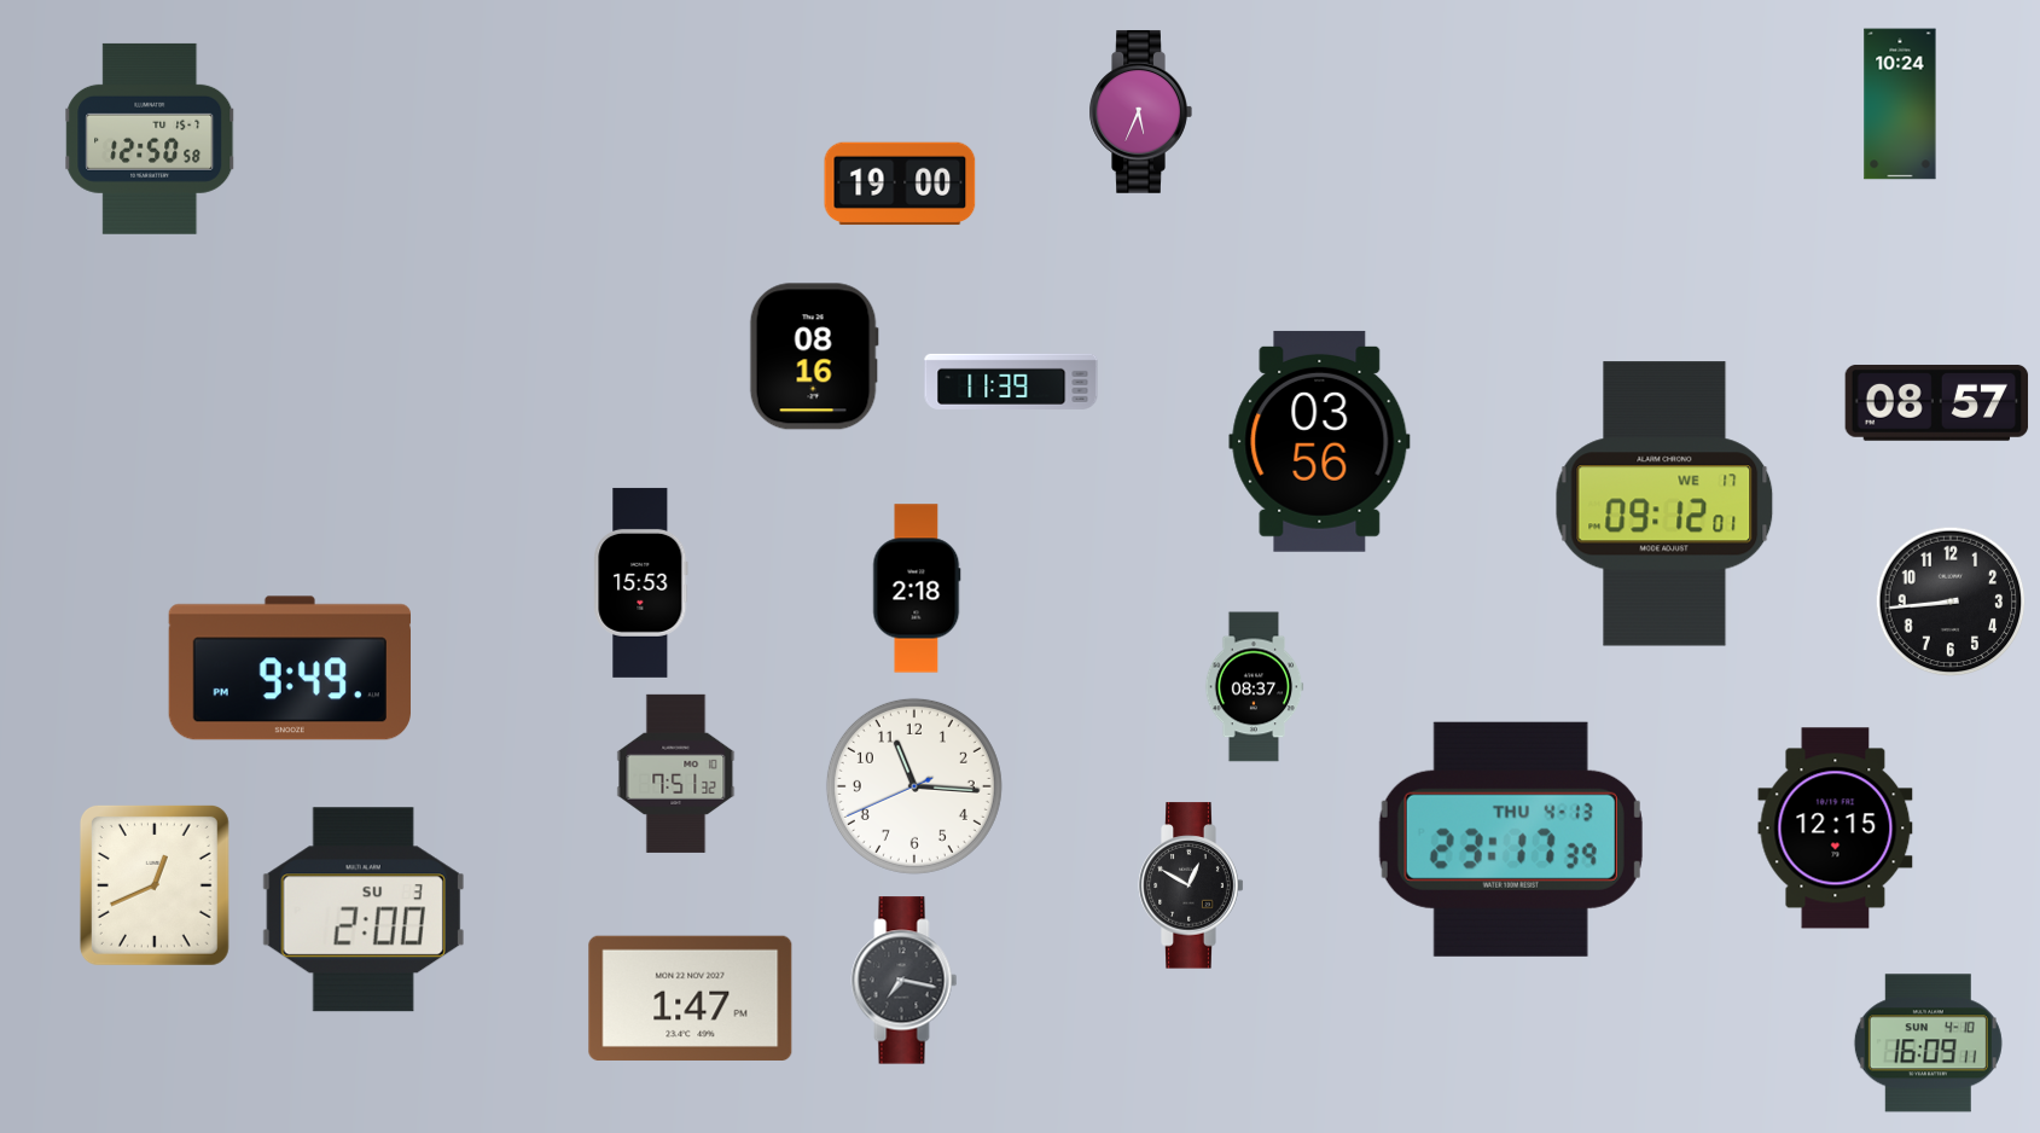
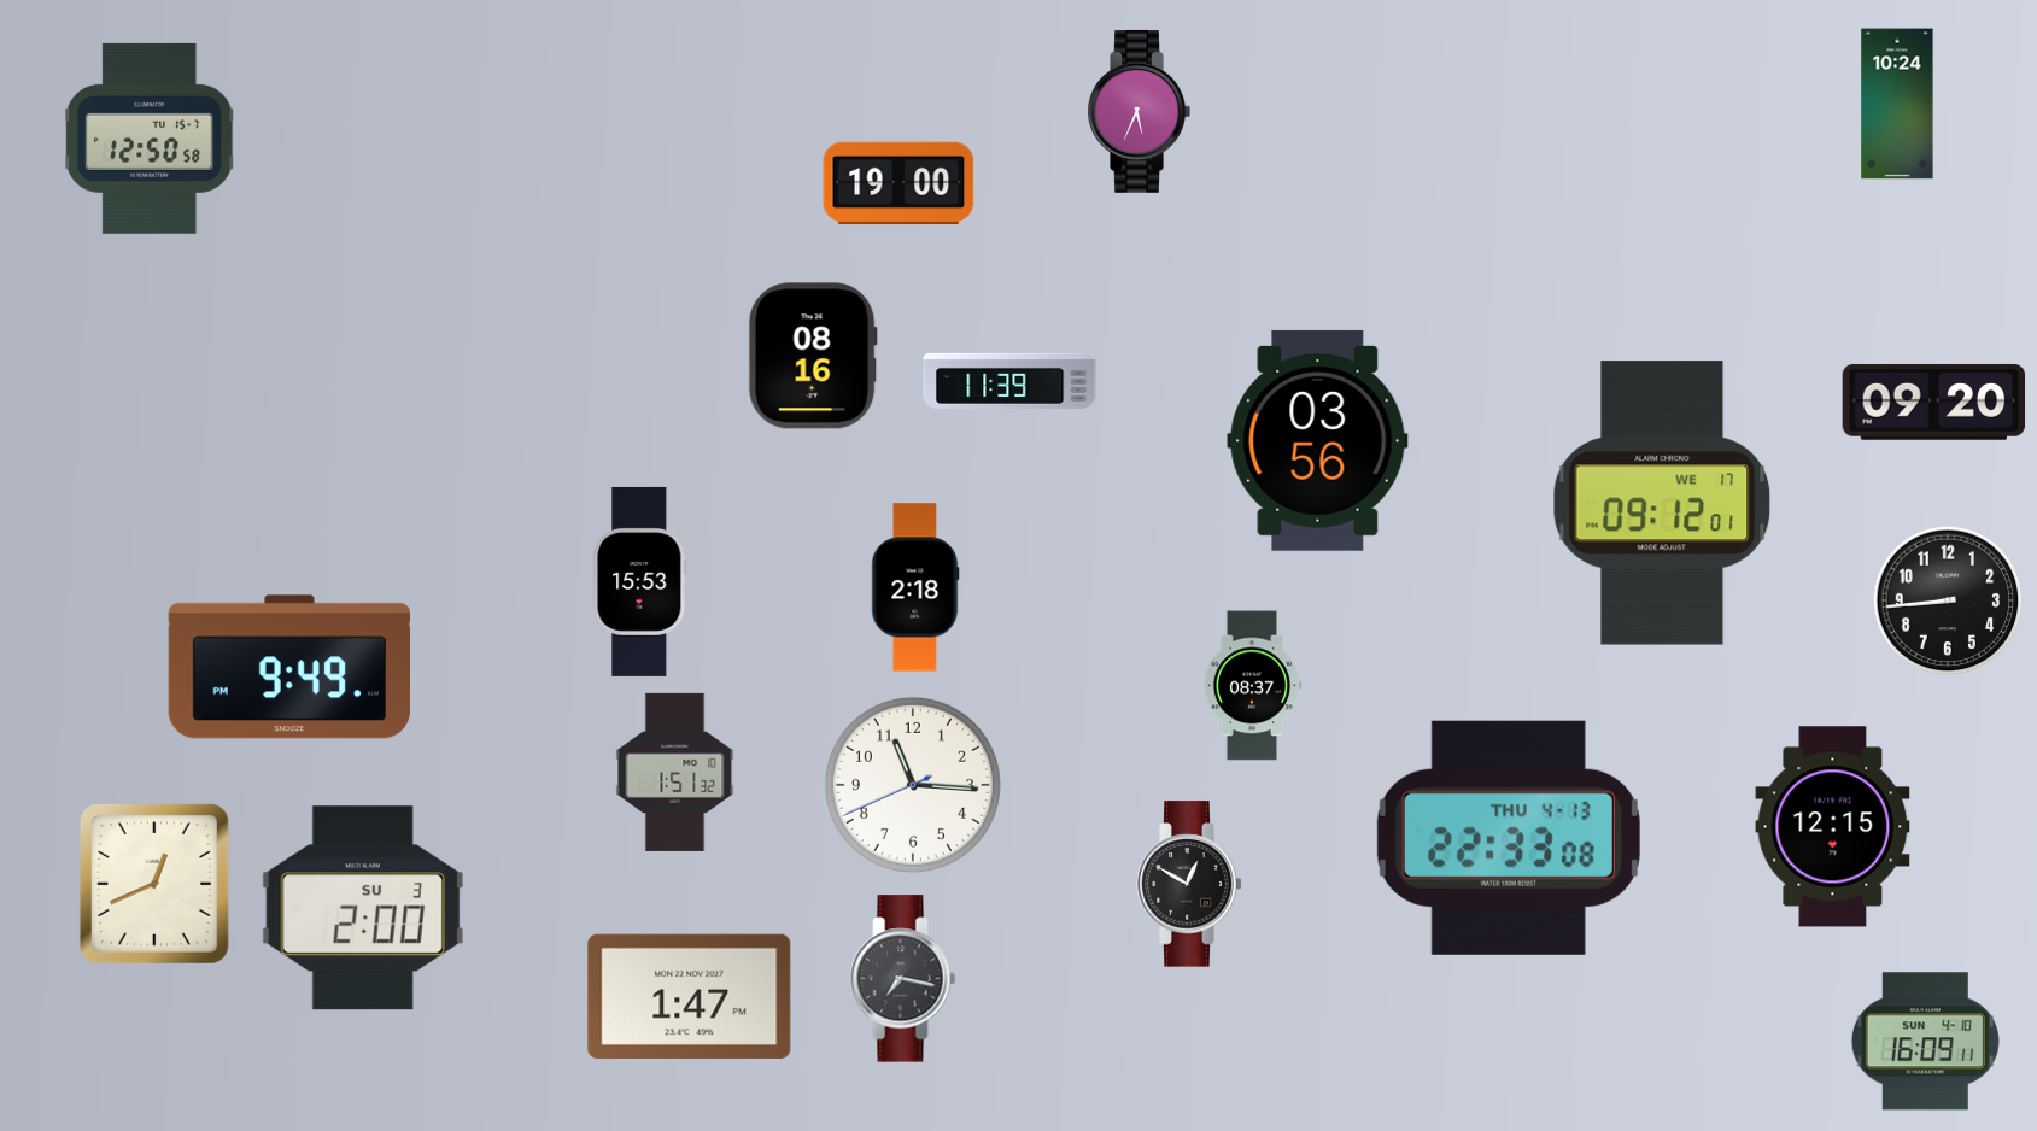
clock at (1937, 402): 08:57 -> 09:20
clock at (676, 773): 7:51 -> 1:51
clock at (1511, 839): 23:17 -> 22:33
